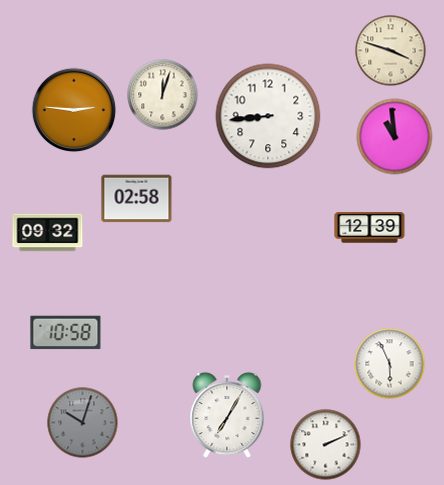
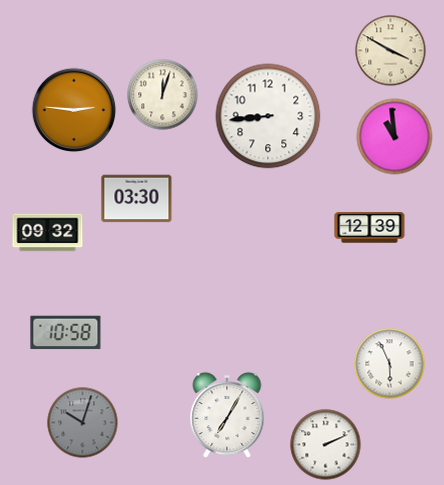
clock at (391, 51): 3:48 -> 3:50
clock at (137, 199): 02:58 -> 03:30
